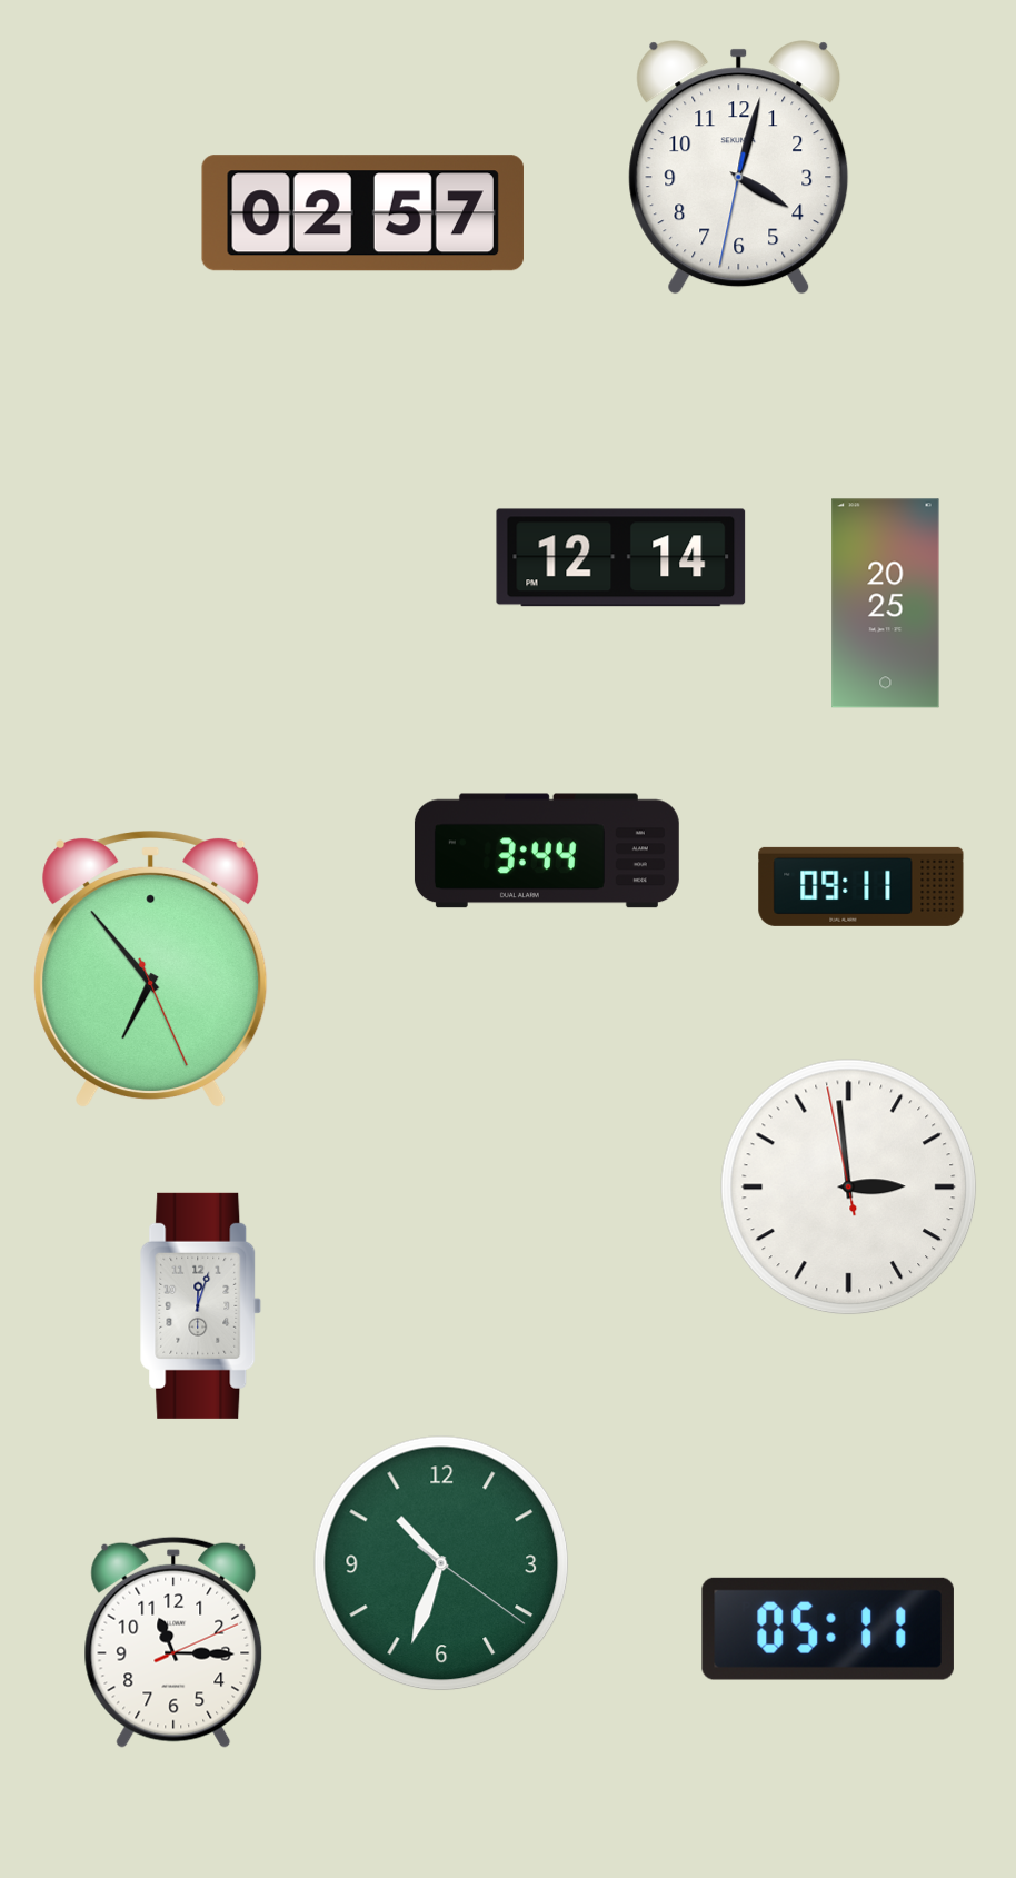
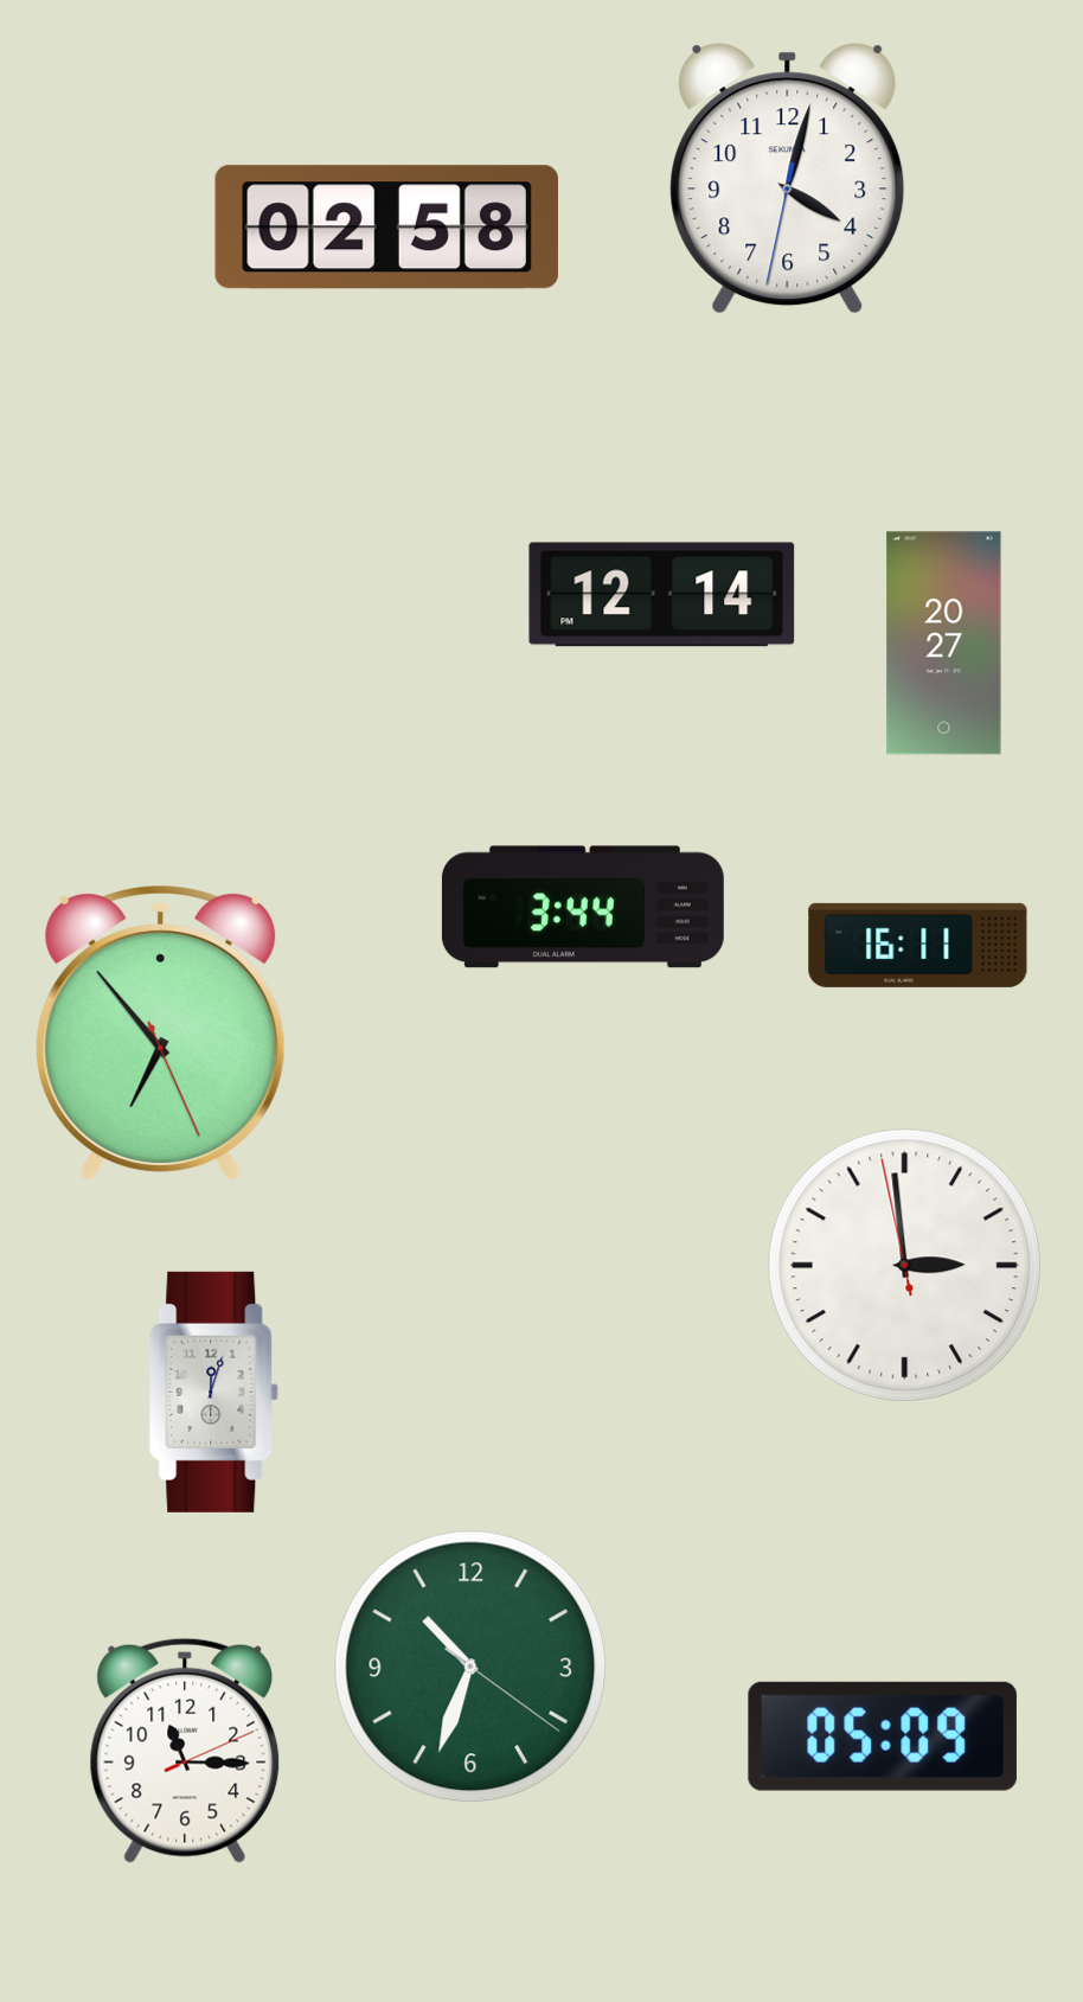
clock at (362, 213): 02:57 -> 02:58
clock at (886, 604): 20:25 -> 20:27
clock at (861, 886): 09:11 -> 16:11
clock at (828, 1629): 05:11 -> 05:09
